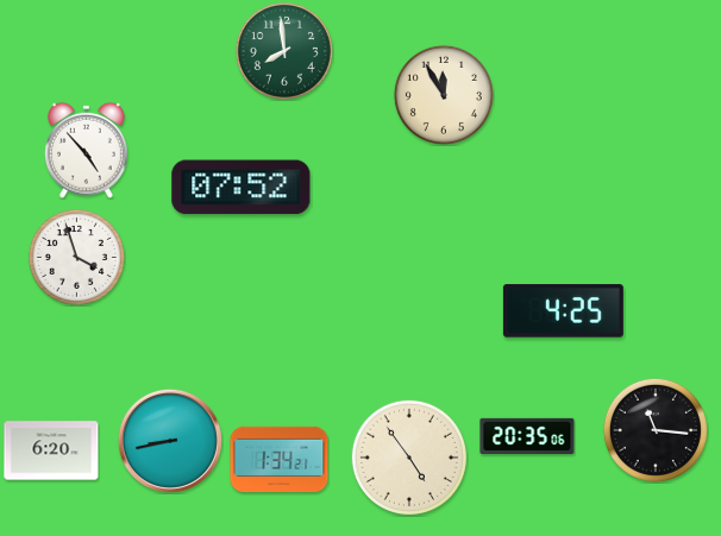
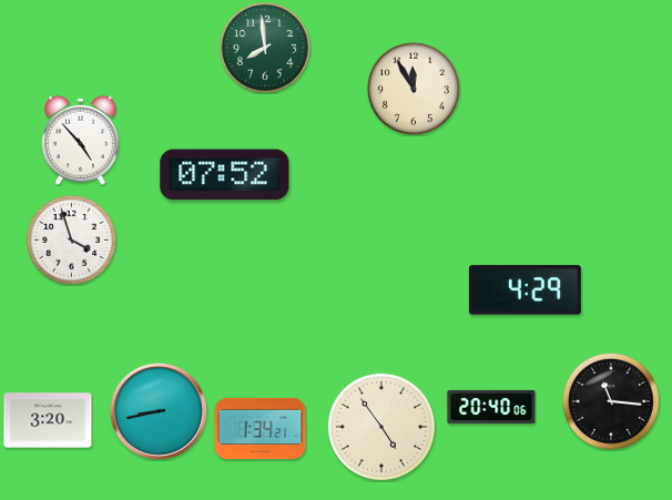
clock at (563, 311): 4:25 -> 4:29
clock at (527, 436): 20:35 -> 20:40
clock at (51, 450): 6:20 -> 3:20
